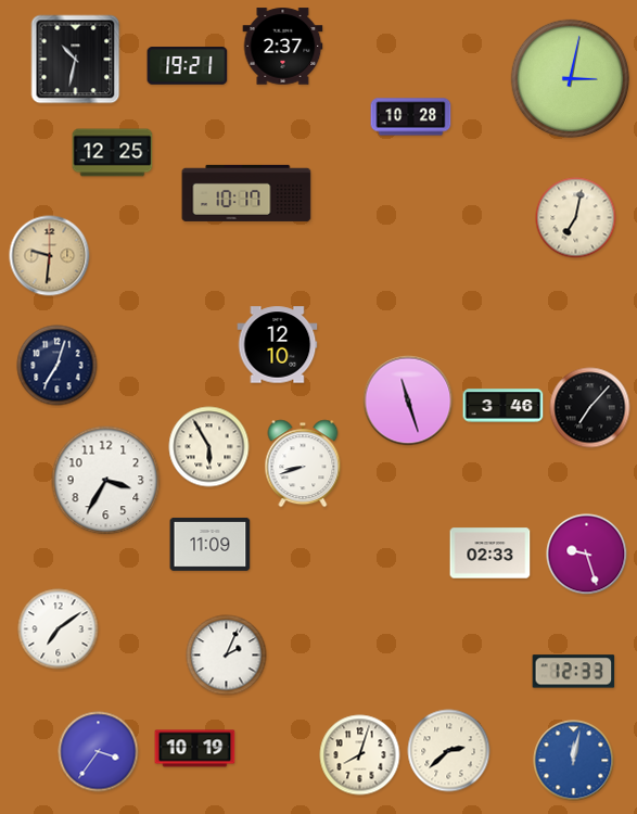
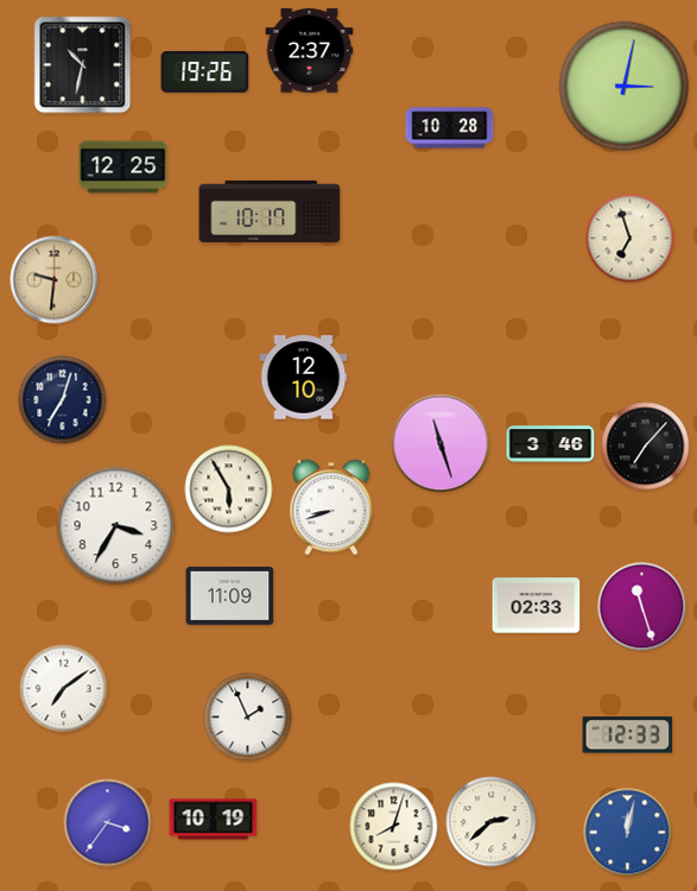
clock at (188, 66): 19:21 -> 19:26
clock at (576, 218): 7:02 -> 6:57
clock at (408, 400) position: (408, 400) -> (441, 443)
clock at (587, 555): 9:27 -> 11:27
clock at (227, 656): 2:04 -> 1:56
